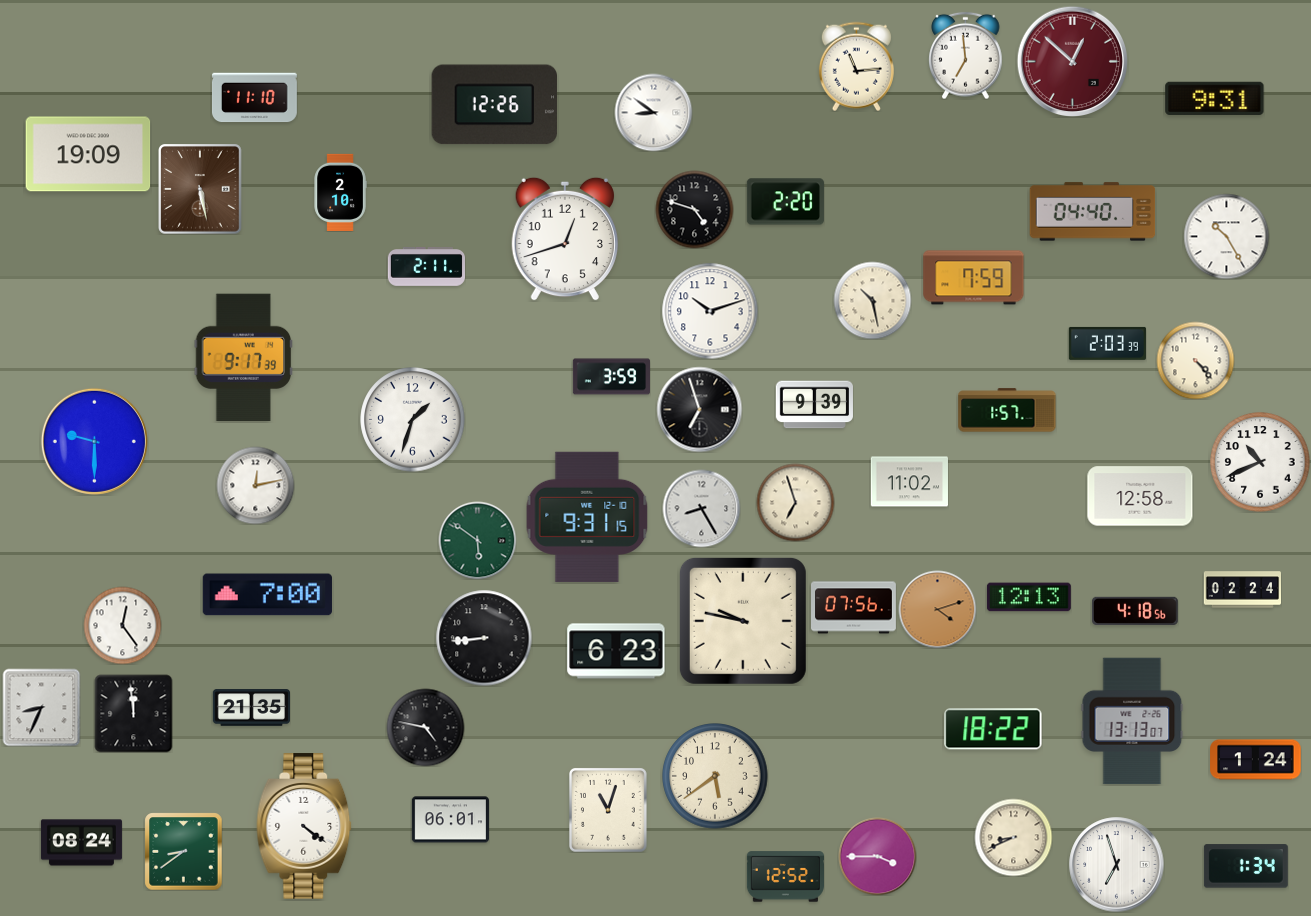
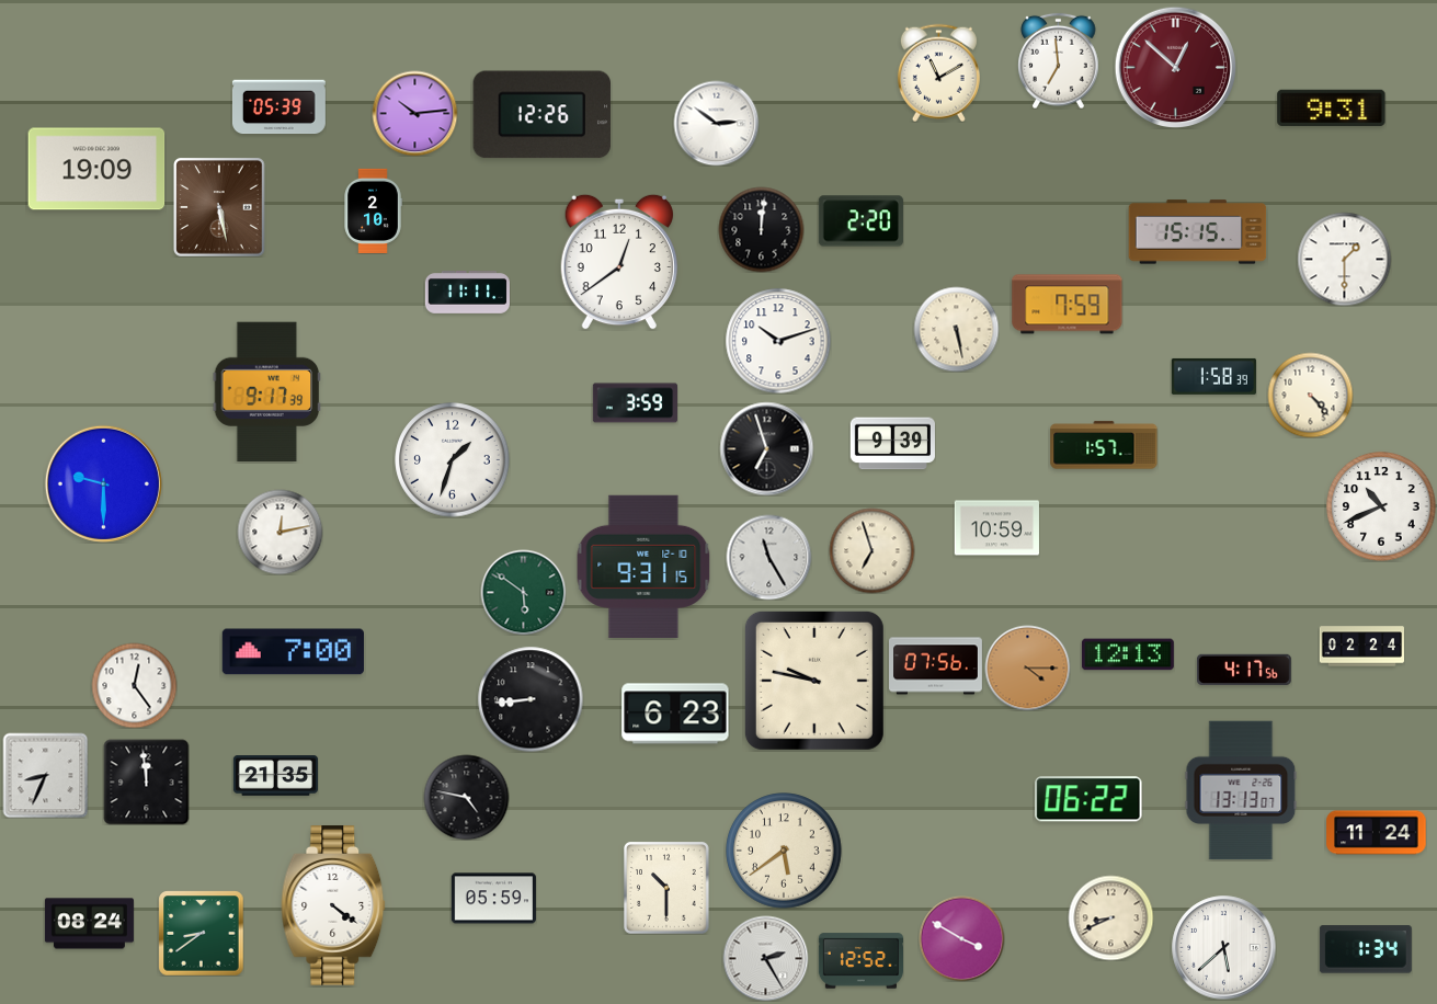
clock at (856, 66): 11:14 -> 11:10
clock at (254, 98): 11:10 -> 05:39
clock at (414, 113): none -> 10:14
clock at (653, 112): 8:51 -> 2:51
clock at (694, 209): 4:48 -> 12:01
clock at (1093, 212): 04:40 -> 15:15
clock at (1226, 236): 10:25 -> 1:30
clock at (565, 239): 12:42 -> 12:39
clock at (426, 267): 2:11 -> 11:11
clock at (872, 300): 10:28 -> 5:28
clock at (1107, 343): 2:03 -> 1:58
clock at (611, 377) position: (611, 377) -> (635, 403)
clock at (1007, 410) position: (1007, 410) -> (1104, 445)
clock at (909, 482): 11:02 -> 10:59
clock at (1140, 496): 12:58 -> none
clock at (701, 508): 8:25 -> 11:25
clock at (937, 609): 4:12 -> 4:15
clock at (1135, 611): 4:18 -> 4:17
clock at (993, 729): 18:22 -> 06:22
clock at (1256, 760): 1:24 -> 11:24
clock at (609, 810): 11:03 -> 10:30
clock at (450, 820): 06:01 -> 05:59
clock at (877, 856): 3:45 -> 3:50
clock at (1117, 865): 6:57 -> 5:38
clock at (765, 958): none -> 2:25
